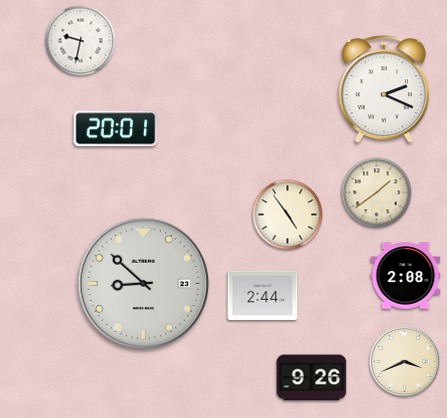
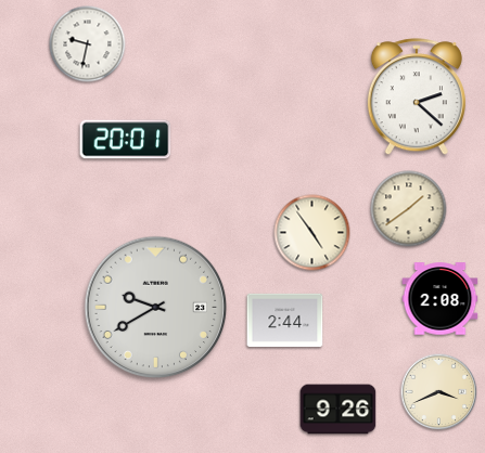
clock at (384, 90): 2:19 -> 2:22
clock at (144, 284): 8:52 -> 9:40
